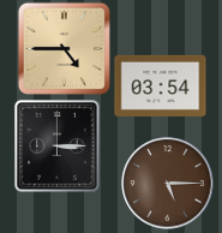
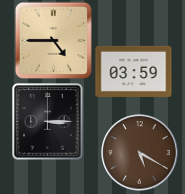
clock at (161, 85): 03:54 -> 03:59
clock at (168, 184): 5:15 -> 5:20
